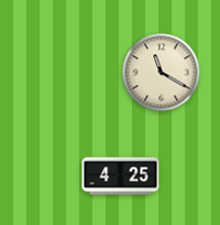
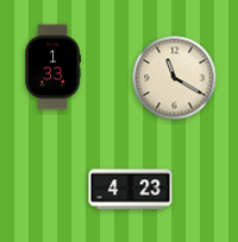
clock at (52, 68): none -> 1:33
clock at (121, 176): 4:25 -> 4:23
